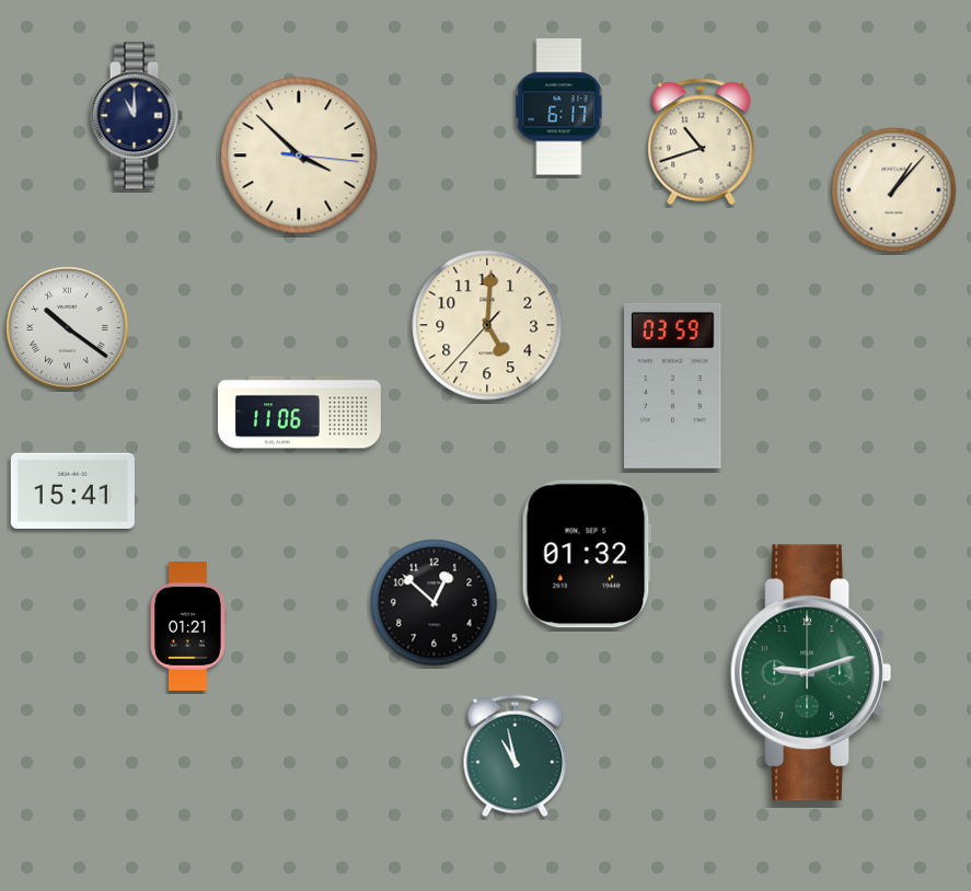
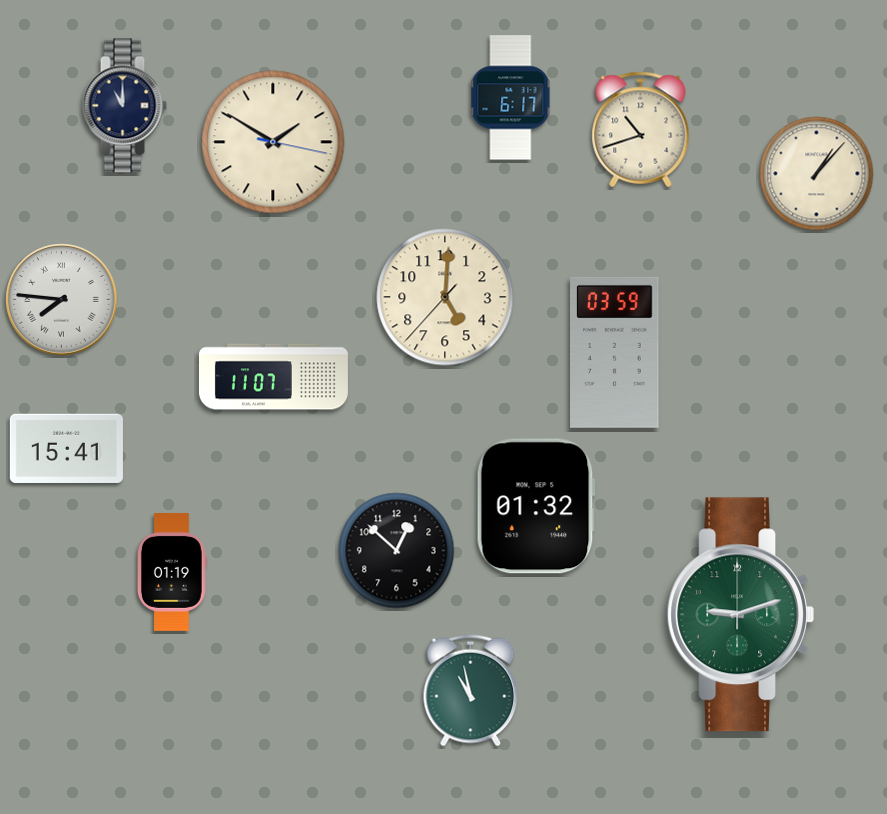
clock at (299, 155): 3:52 -> 1:50
clock at (68, 328): 10:21 -> 7:46
clock at (299, 413): 11:06 -> 11:07
clock at (188, 626): 01:21 -> 01:19
